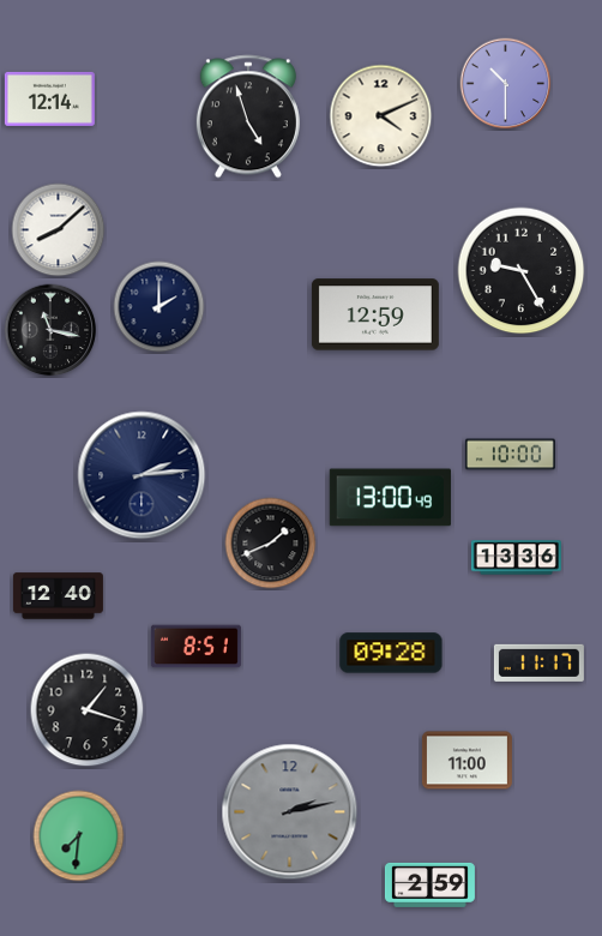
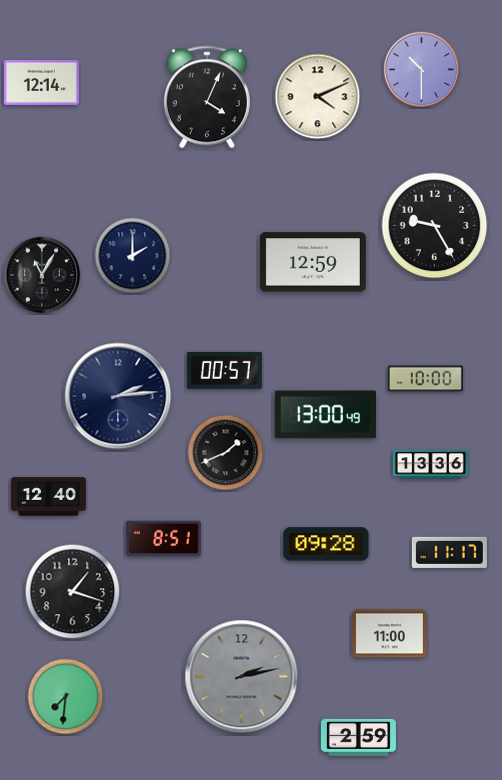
clock at (248, 116): 4:57 -> 4:04
clock at (59, 230): 8:08 -> none
clock at (50, 330): 11:17 -> 11:05
clock at (224, 370): none -> 00:57
